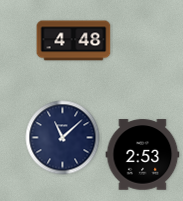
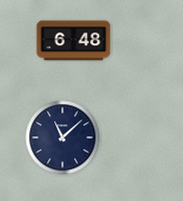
clock at (74, 41): 4:48 -> 6:48
clock at (143, 155): 2:53 -> none
